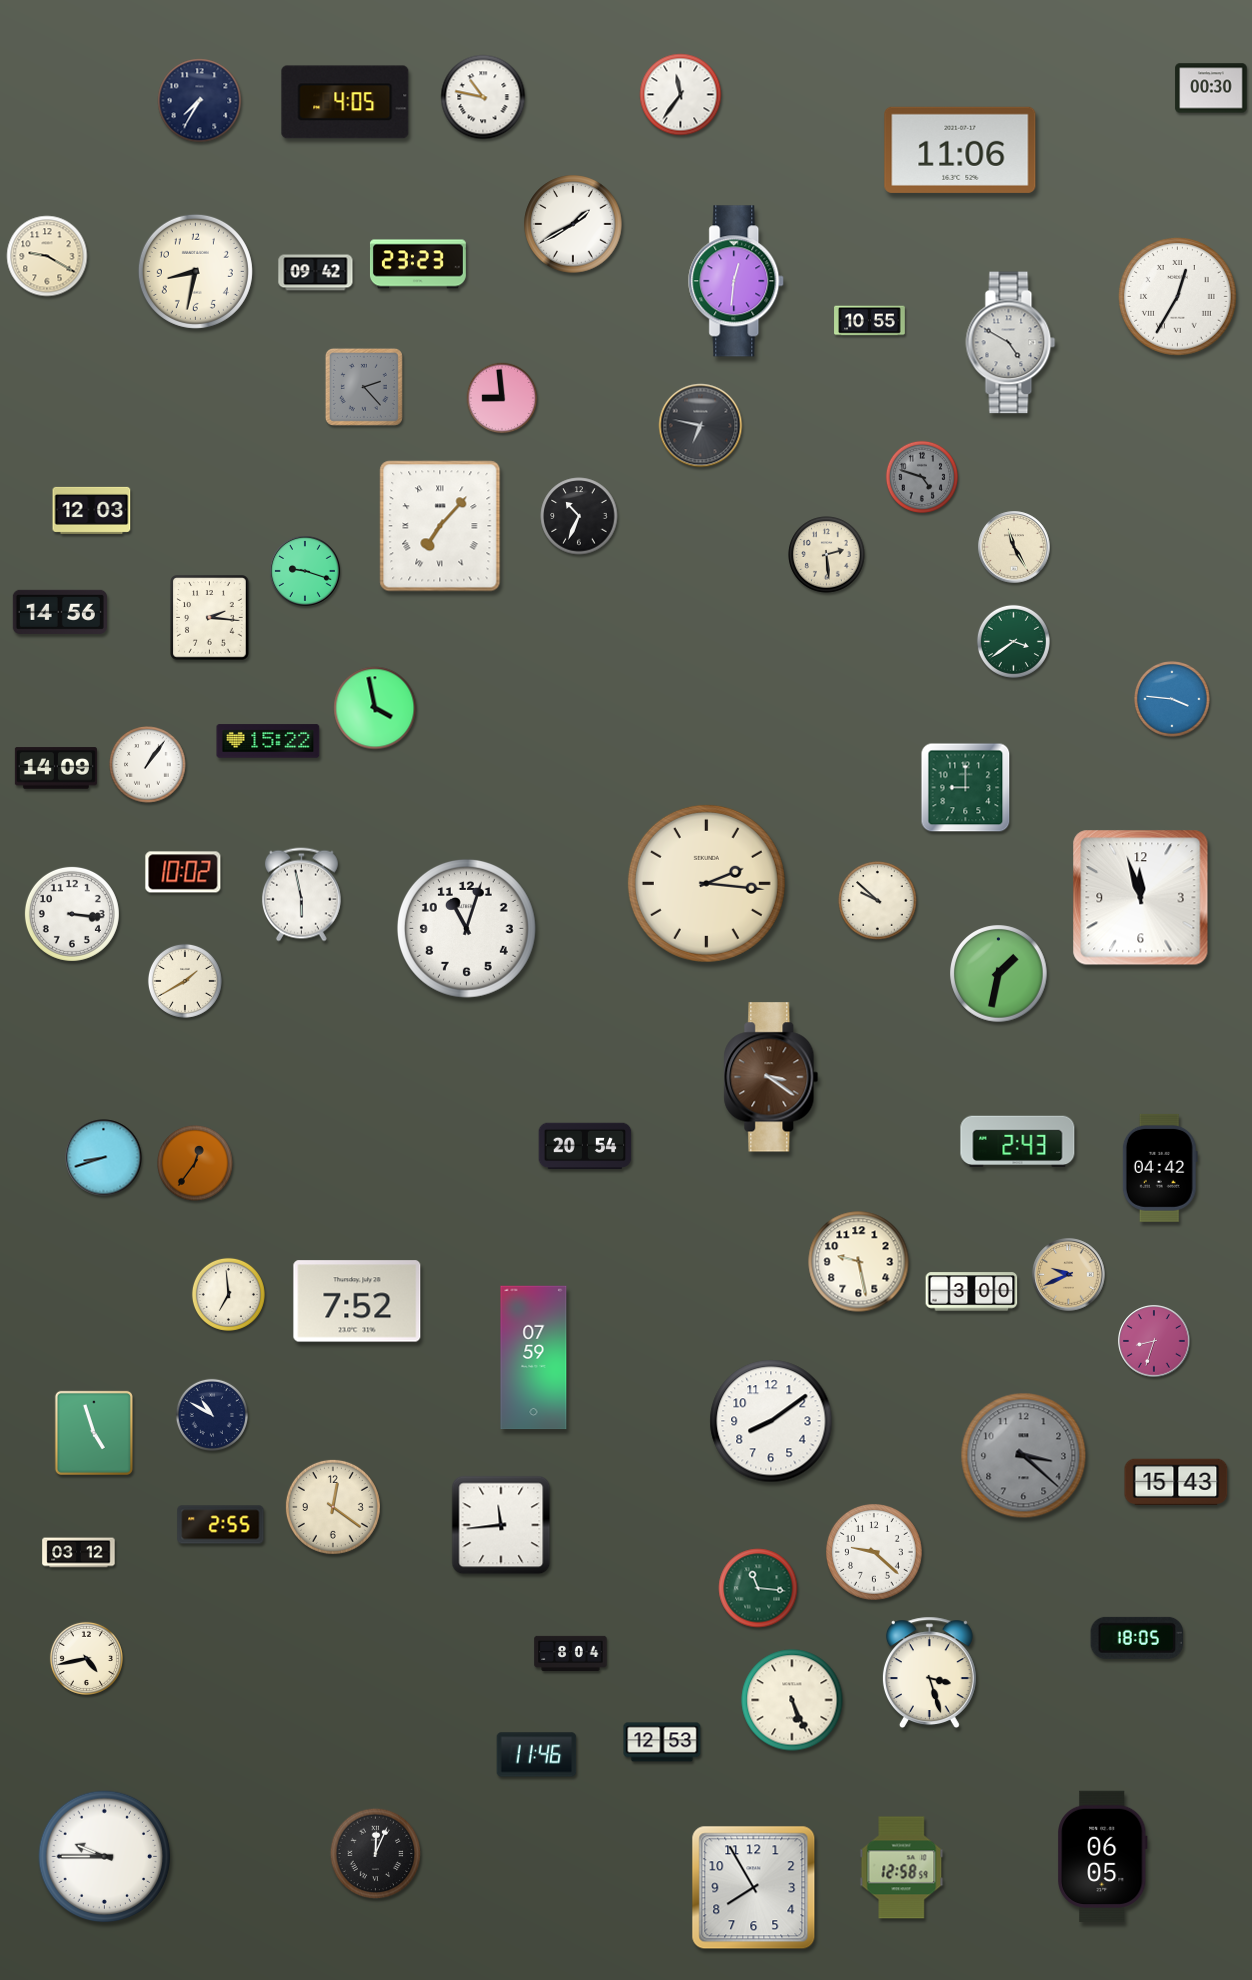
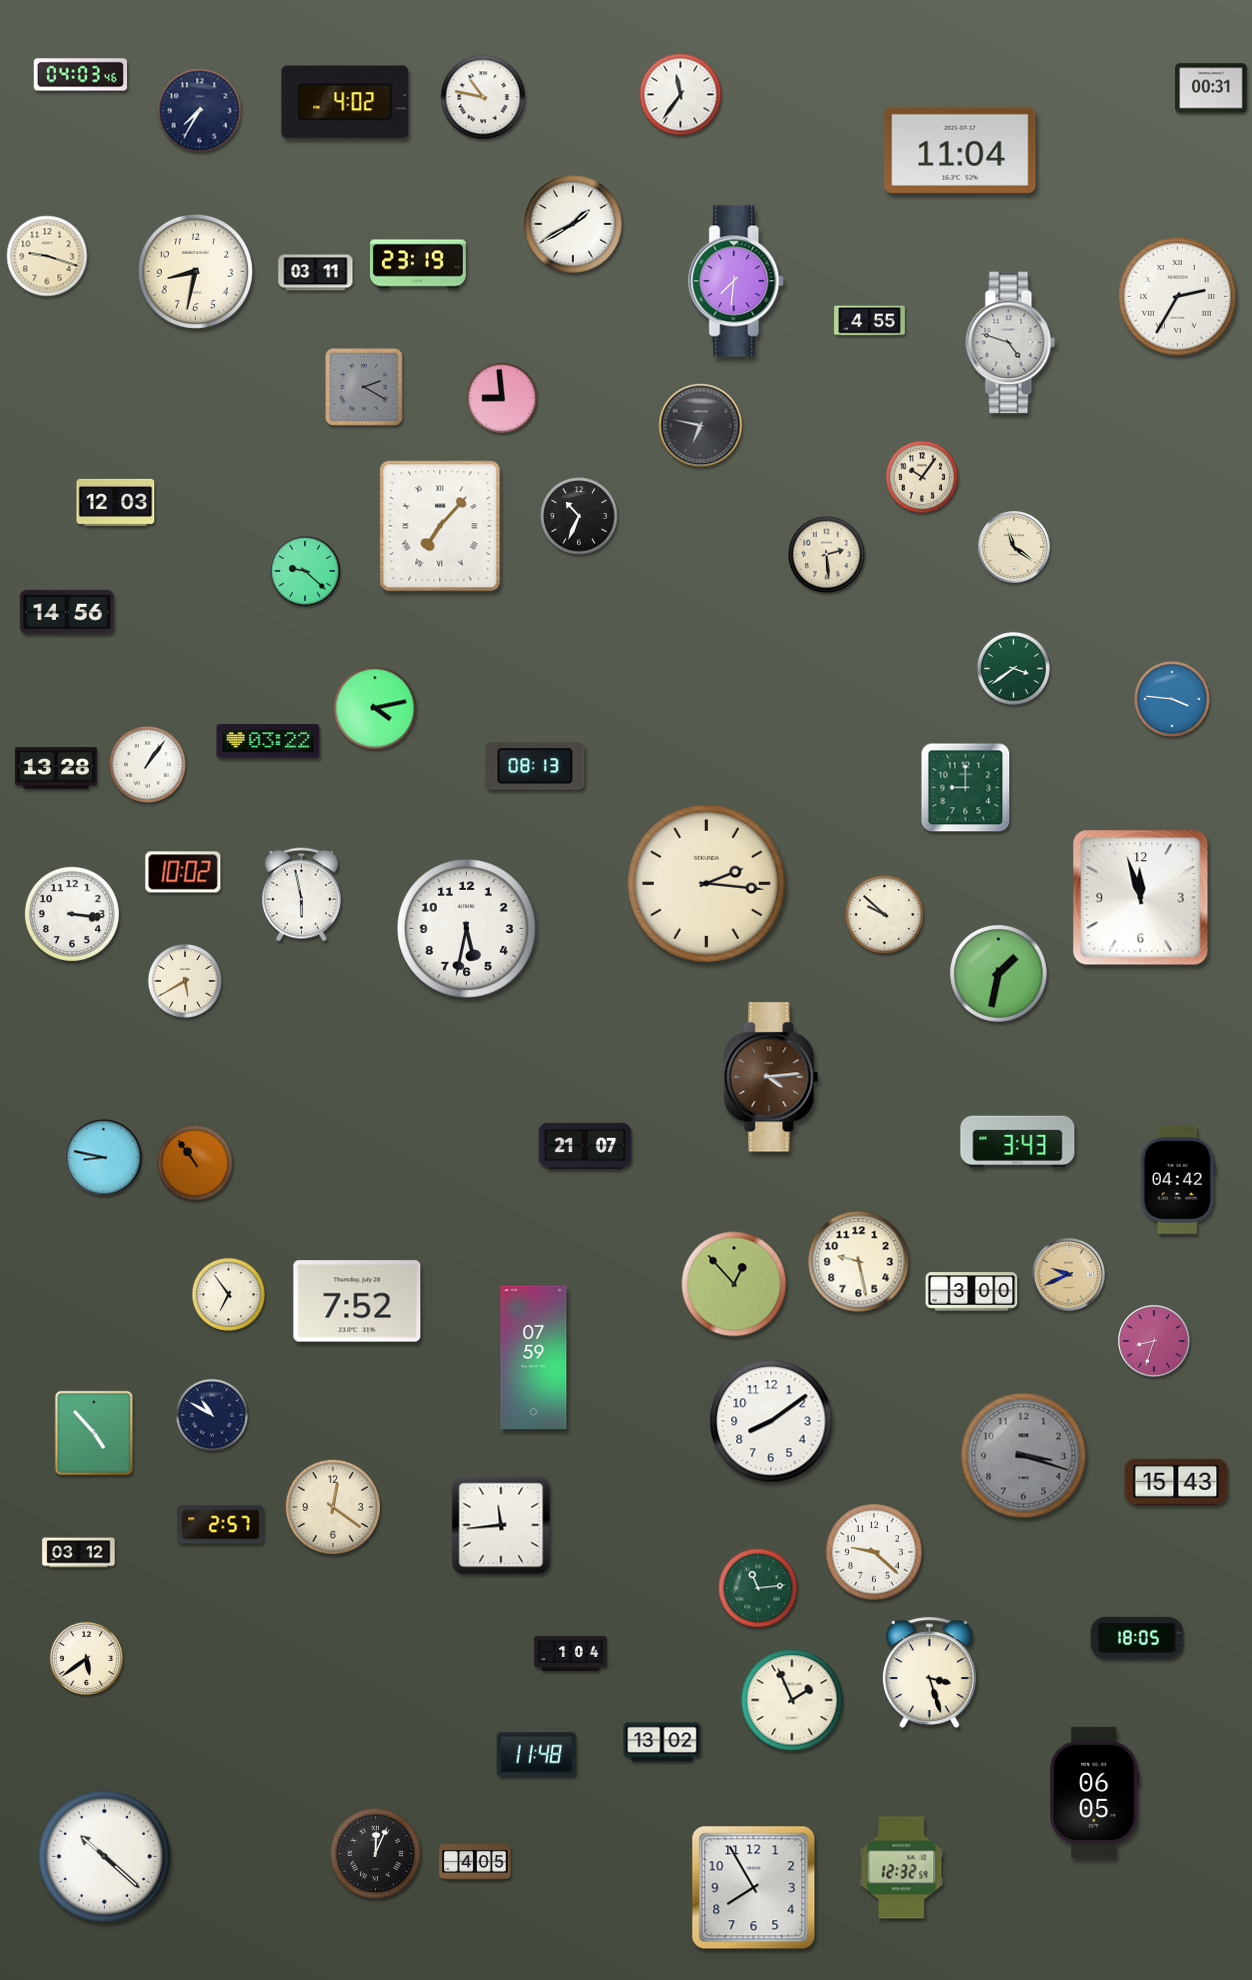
clock at (81, 75): none -> 04:03
clock at (1211, 88): 00:30 -> 00:31
clock at (200, 101) position: (200, 101) -> (200, 111)
clock at (345, 102): 4:05 -> 4:02
clock at (960, 150): 11:06 -> 11:04
clock at (47, 256): 9:20 -> 9:18
clock at (418, 264): 23:23 -> 23:19
clock at (316, 273): 09:42 -> 03:11
clock at (737, 281): 12:31 -> 7:31
clock at (1178, 297): 12:35 -> 2:35
clock at (870, 321): 10:55 -> 4:55
clock at (1011, 343): 4:50 -> 4:48
clock at (364, 387): 2:23 -> 2:20
clock at (921, 476): 4:48 -> 10:06
clock at (921, 476) dial: grey -> cream
clock at (92, 510) position: (92, 510) -> (116, 502)
clock at (1014, 547): 11:25 -> 11:21
clock at (306, 572): 9:18 -> 9:22
clock at (60, 612) position: (60, 612) -> (67, 612)
clock at (210, 618): 2:16 -> none
clock at (1013, 641) position: (1013, 641) -> (1013, 668)
clock at (375, 708): 3:58 -> 4:13
clock at (268, 741): 15:22 -> 03:22
clock at (535, 766): none -> 08:13
clock at (56, 768): 14:09 -> 13:28
clock at (878, 901) position: (878, 901) -> (885, 915)
clock at (466, 928): 11:03 -> 5:32
clock at (185, 981): 1:40 -> 5:40
clock at (771, 1077): 3:21 -> 4:14
clock at (1018, 1142): 2:43 -> 3:43
clock at (585, 1146): 20:54 -> 21:07
clock at (104, 1158): 8:42 -> 8:47
clock at (195, 1163): 12:36 -> 10:54
clock at (1160, 1168) position: (1160, 1168) -> (1178, 1180)
clock at (734, 1284): none -> 12:53
clock at (228, 1294): 6:59 -> 6:54
clock at (94, 1433): 4:57 -> 4:53
clock at (1024, 1456): 3:22 -> 3:18
clock at (221, 1525): 2:55 -> 2:57
clock at (758, 1588): 11:16 -> 11:14
clock at (571, 1653): 8:04 -> 1:04
clock at (86, 1658): 4:43 -> 5:39
clock at (792, 1700): 5:26 -> 1:56
clock at (662, 1742): 12:53 -> 13:02
clock at (537, 1755): 11:46 -> 11:48
clock at (1103, 1856) position: (1103, 1856) -> (1095, 1792)
clock at (105, 1857): 9:45 -> 10:22
clock at (475, 1862): none -> 4:05
clock at (902, 1868): 12:58 -> 12:32
